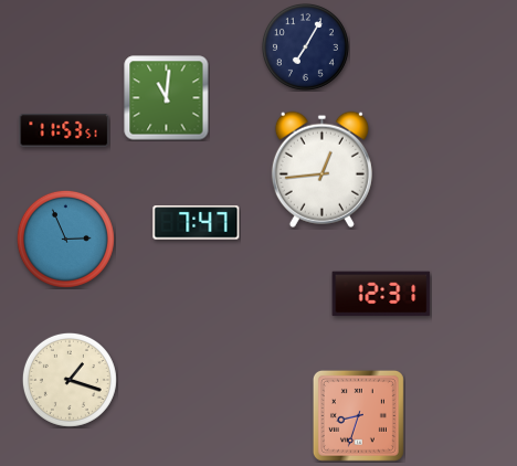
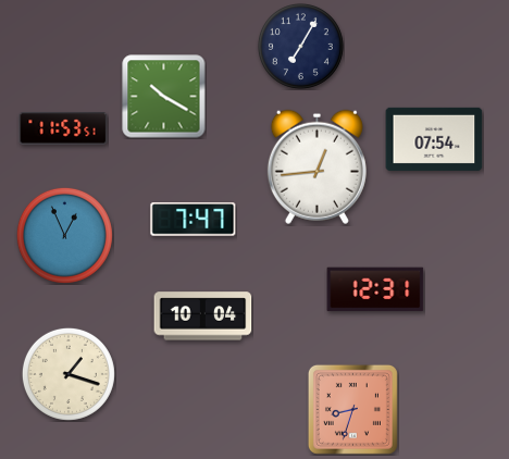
clock at (167, 98): 11:01 -> 10:20
clock at (434, 139): none -> 07:54
clock at (65, 239): 2:56 -> 12:56
clock at (203, 317): none -> 10:04
